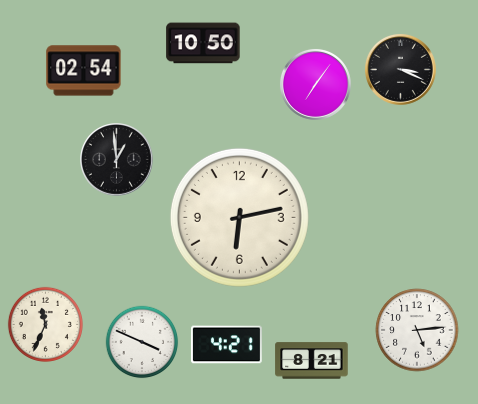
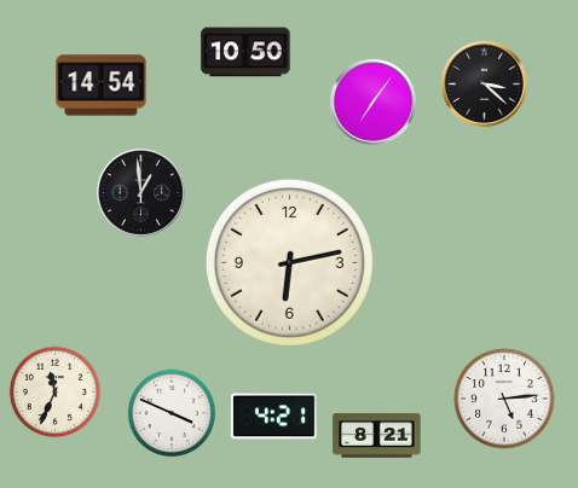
clock at (400, 69): 3:19 -> 3:22
clock at (84, 71): 02:54 -> 14:54
clock at (315, 84) position: (315, 84) -> (372, 101)
